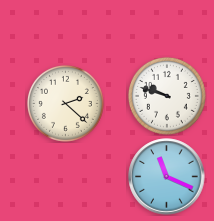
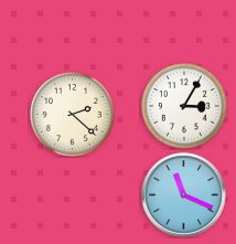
clock at (167, 96): 9:48 -> 3:05
